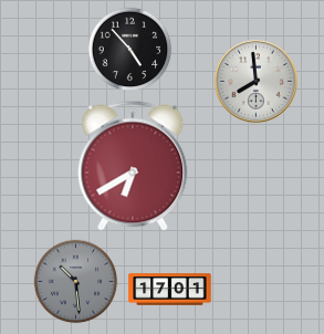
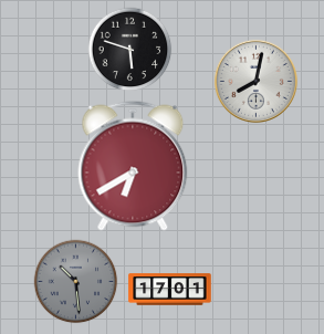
clock at (130, 50): 4:53 -> 5:48
clock at (255, 81): 7:59 -> 8:02
